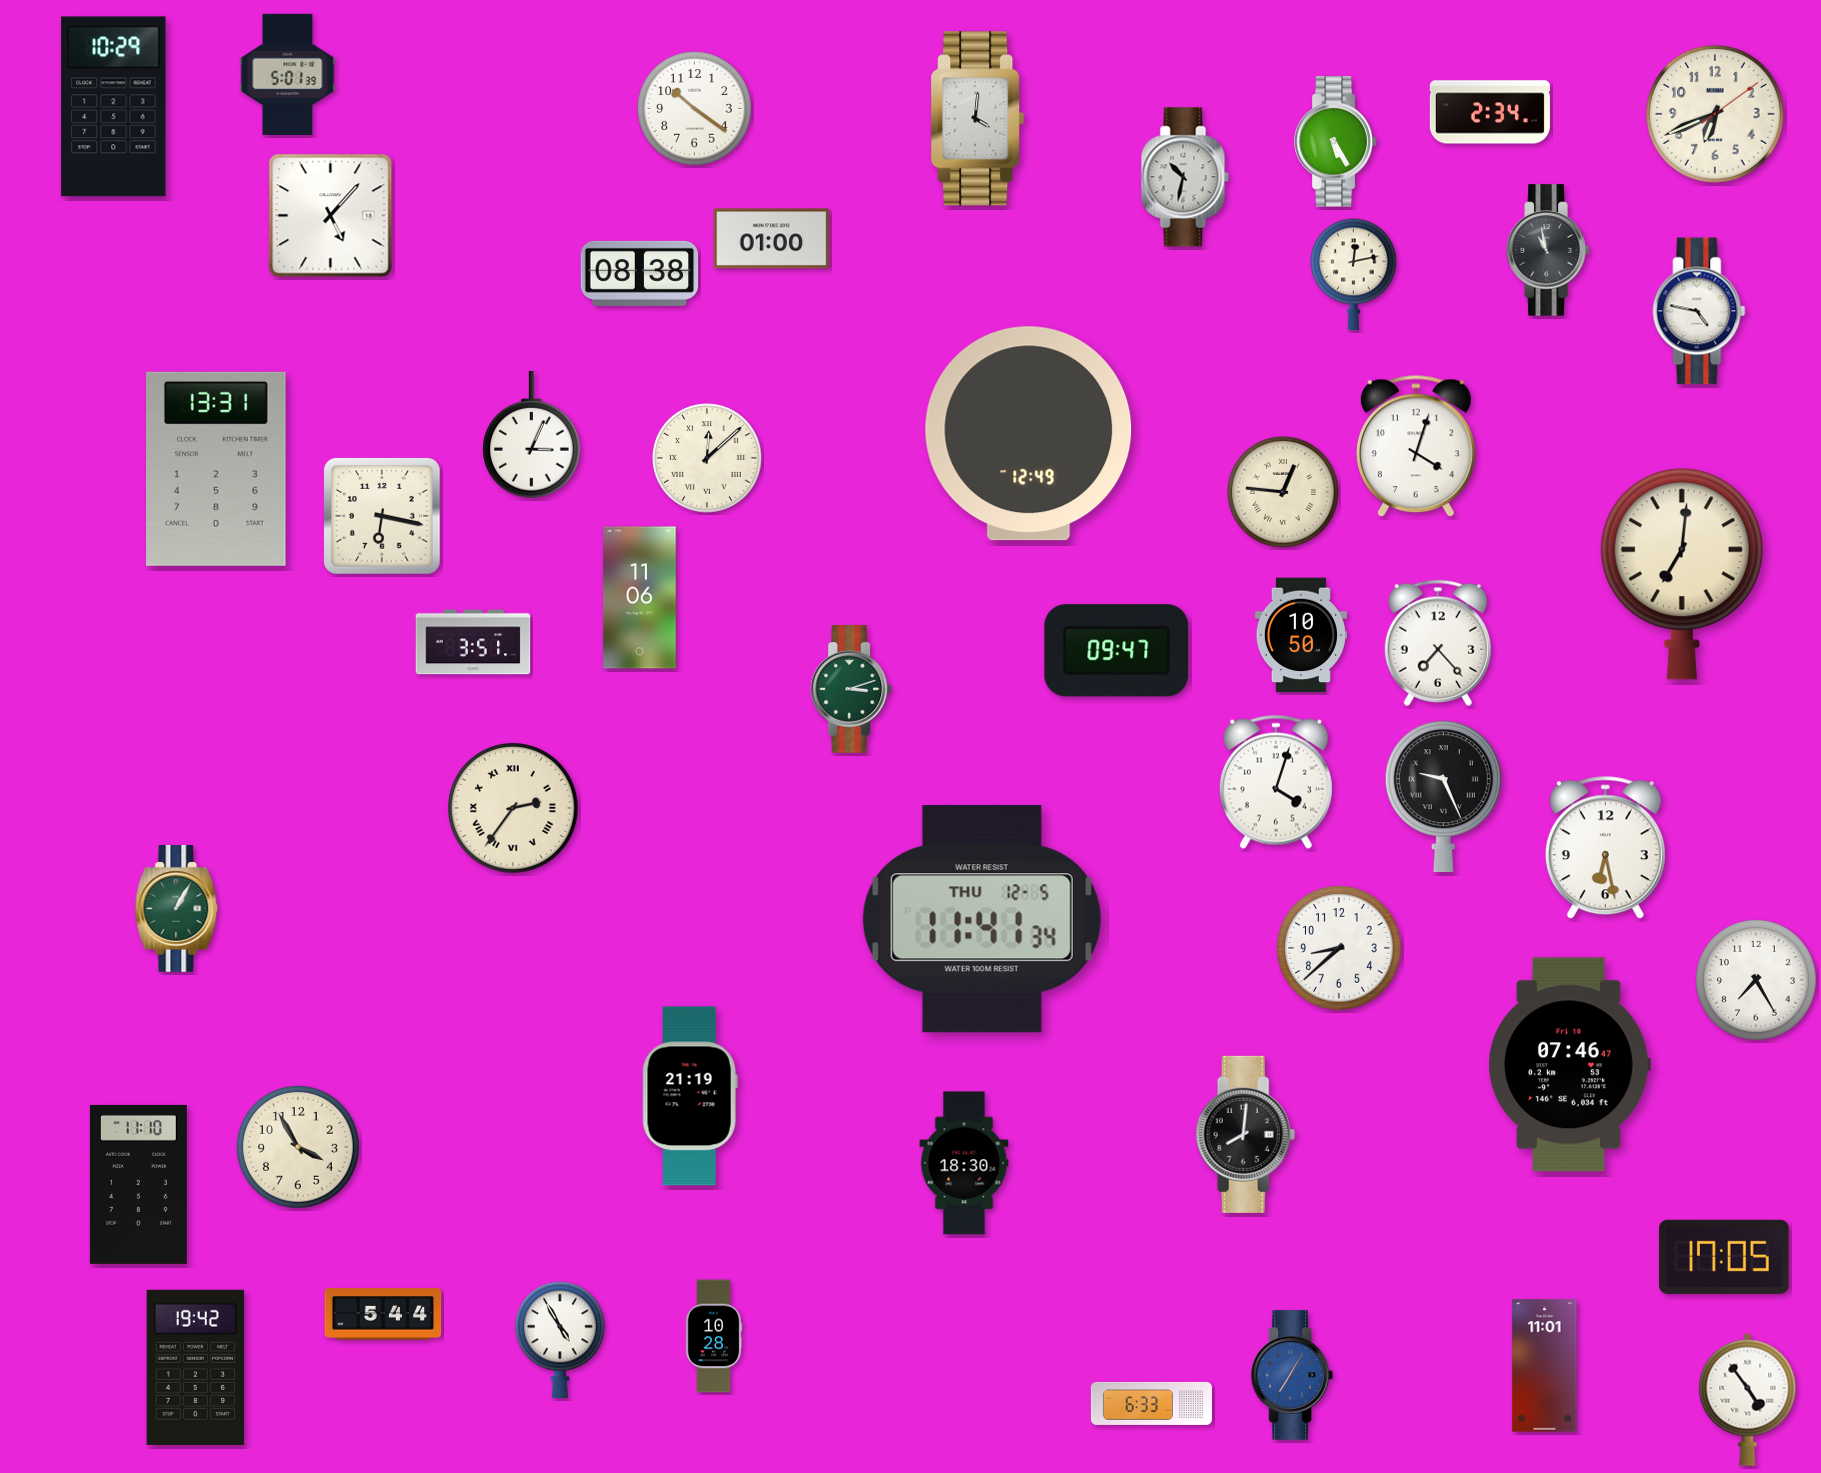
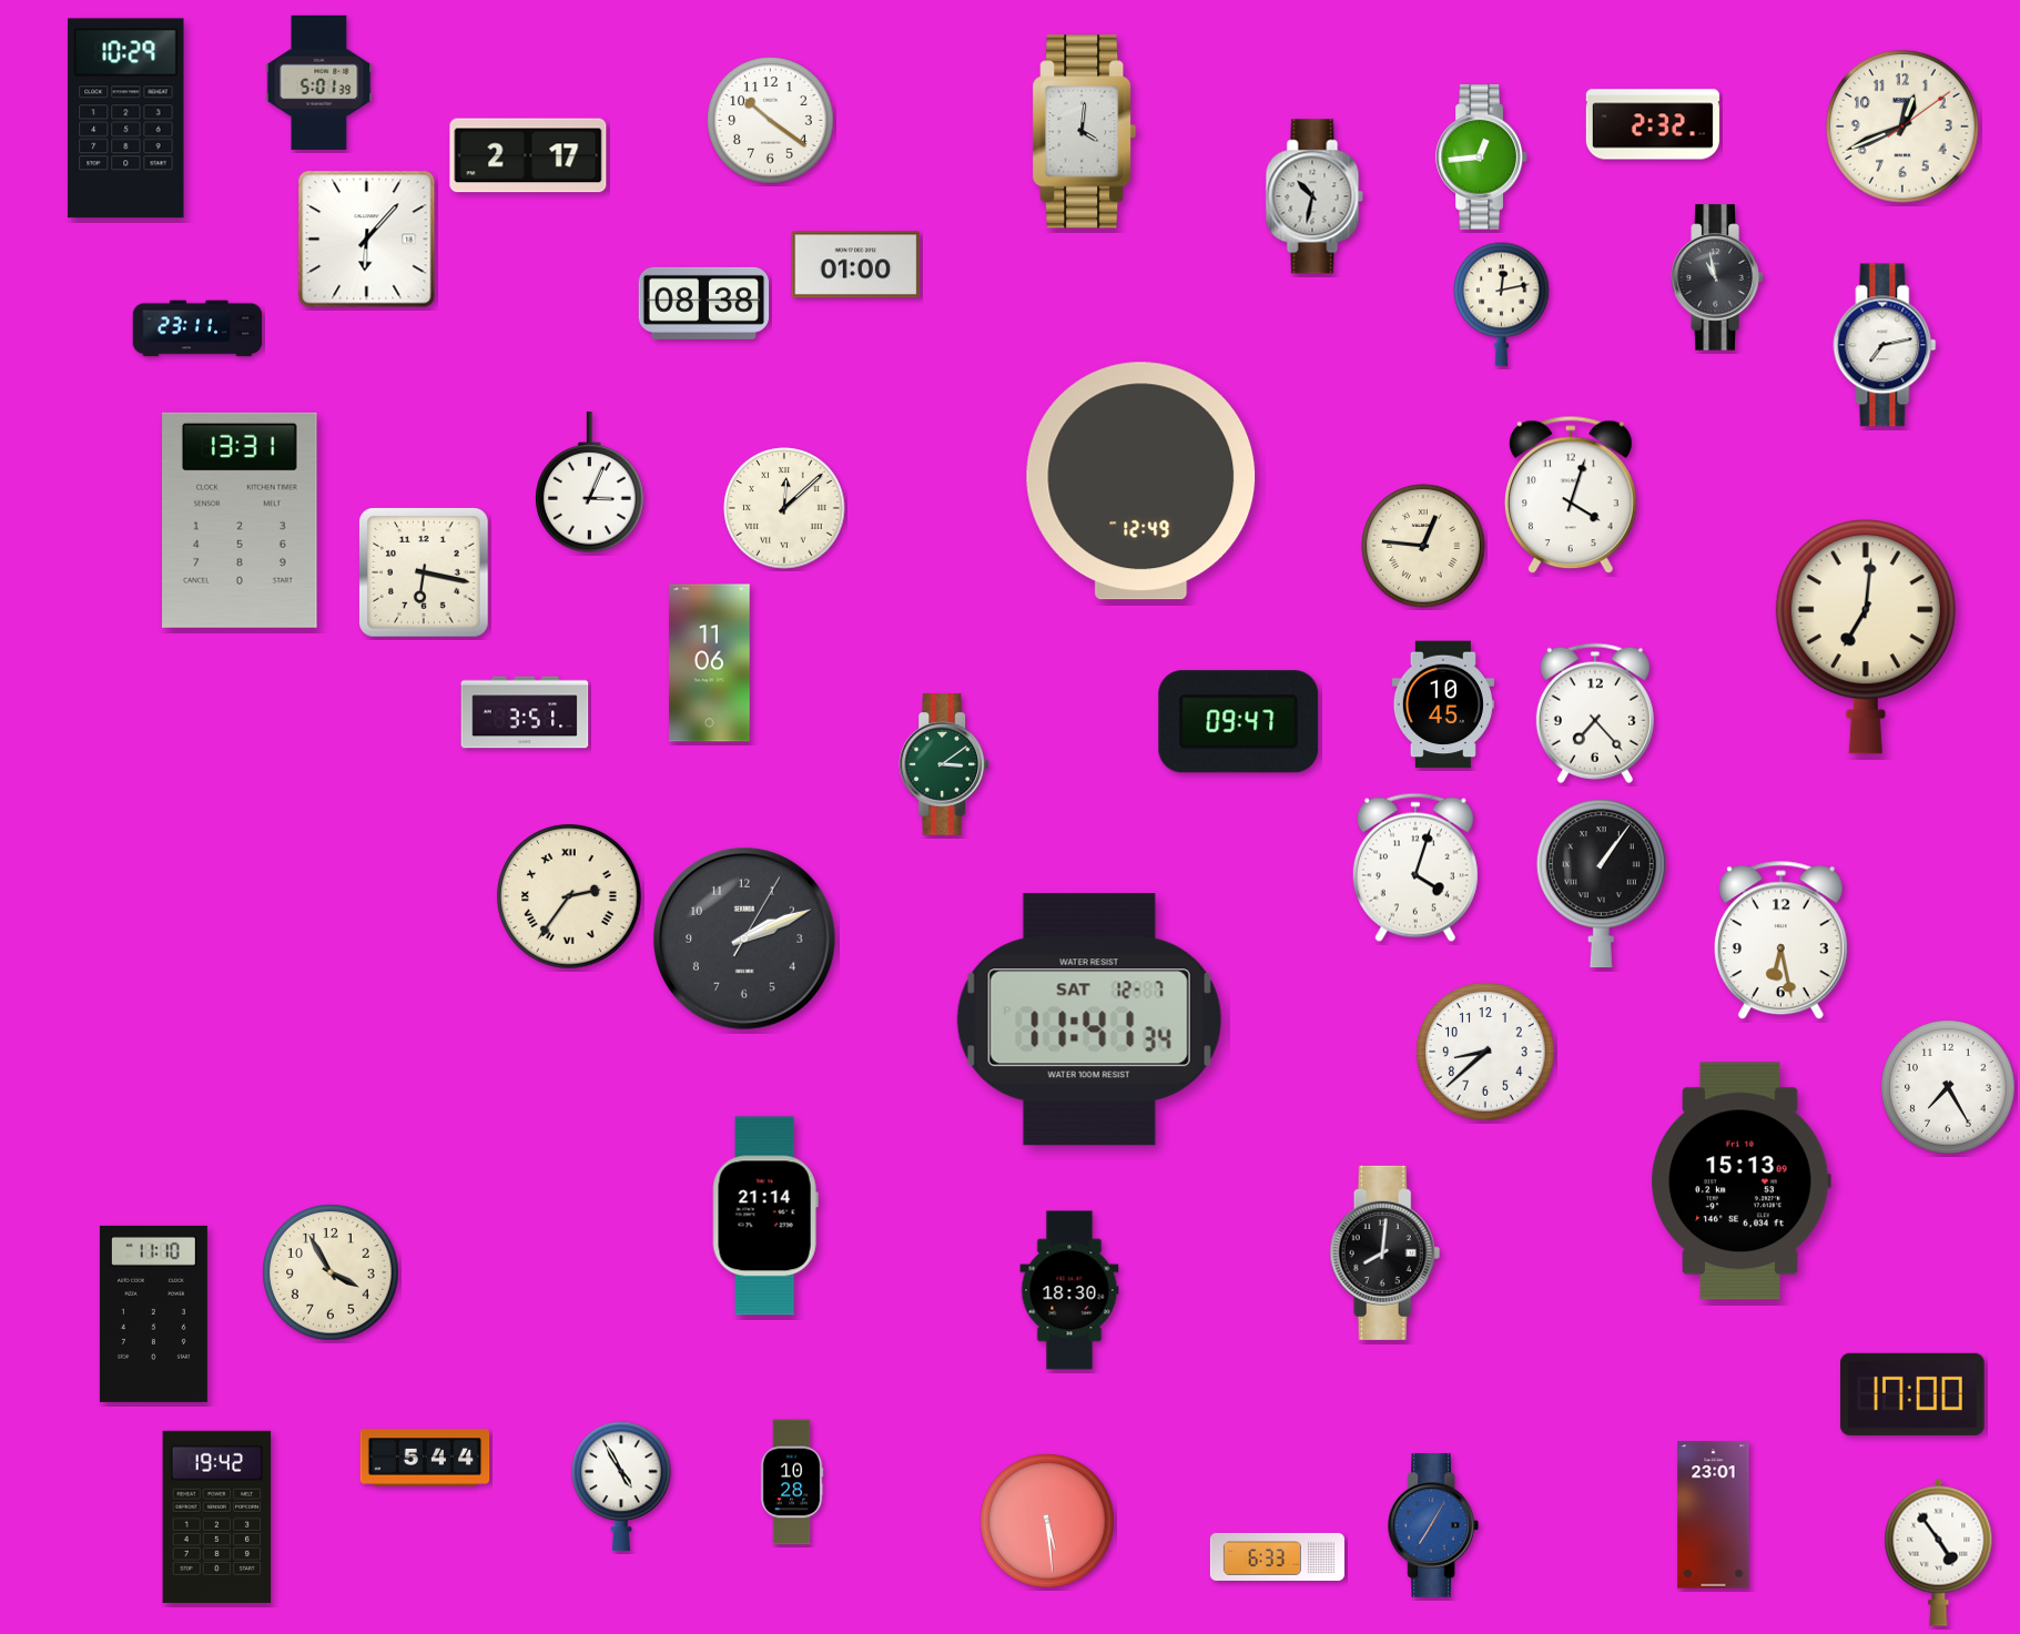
clock at (1490, 112): 2:34 -> 2:32
clock at (1716, 115): 6:41 -> 12:41
clock at (528, 155): none -> 2:17
clock at (1336, 142): 5:25 -> 12:44
clock at (331, 216): 5:07 -> 6:07
clock at (640, 273) position: (640, 273) -> (704, 303)
clock at (197, 328): none -> 23:11
clock at (1699, 311): 4:47 -> 7:13
clock at (1301, 635): 10:50 -> 10:45
clock at (851, 689): 3:12 -> 3:09
clock at (1443, 797): 9:26 -> 1:06
clock at (744, 938): none -> 2:11
clock at (177, 909): 1:05 -> none
clock at (982, 919) date: THU 12-5 -> SAT 12-7
clock at (1569, 1065): 07:46 -> 15:13
clock at (690, 1096): 21:19 -> 21:14
clock at (1246, 1134) position: (1246, 1134) -> (1385, 1252)
clock at (1724, 1257): 17:05 -> 17:00
clock at (1545, 1366): 11:01 -> 23:01
clock at (1047, 1521): none -> 5:29
